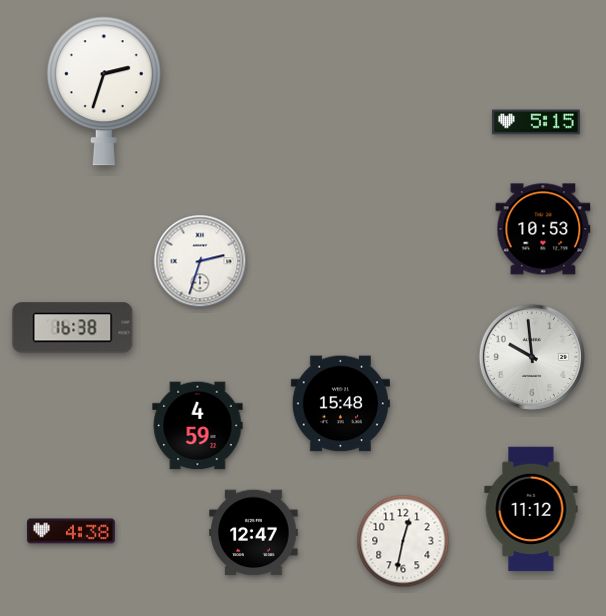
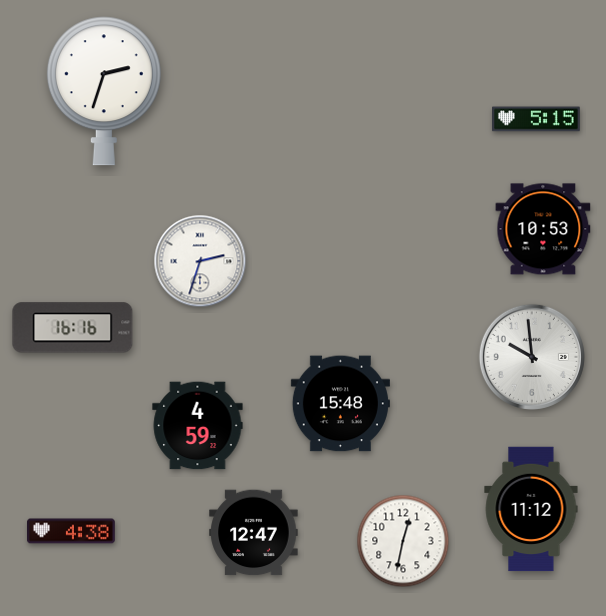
clock at (537, 122) position: (537, 122) -> (537, 119)
clock at (73, 328): 16:38 -> 16:16
